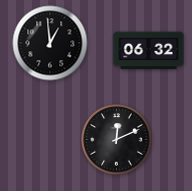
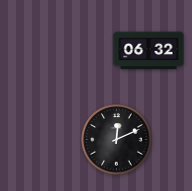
clock at (50, 43): 12:59 -> none
